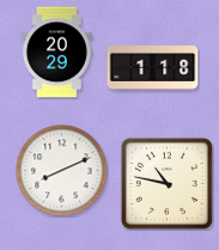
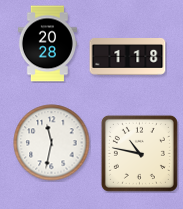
clock at (56, 53): 20:29 -> 20:28
clock at (62, 171): 8:11 -> 11:32
